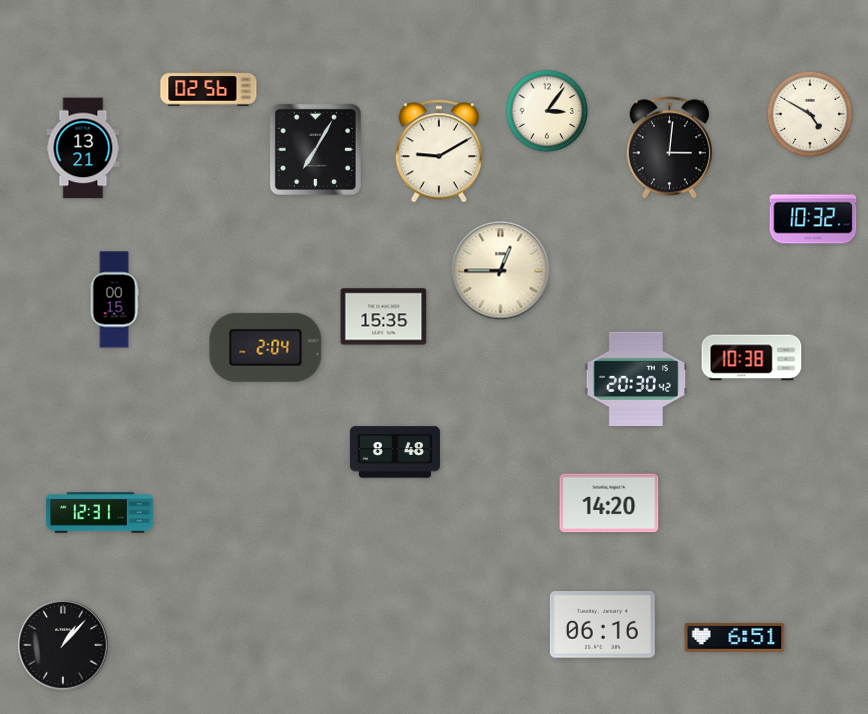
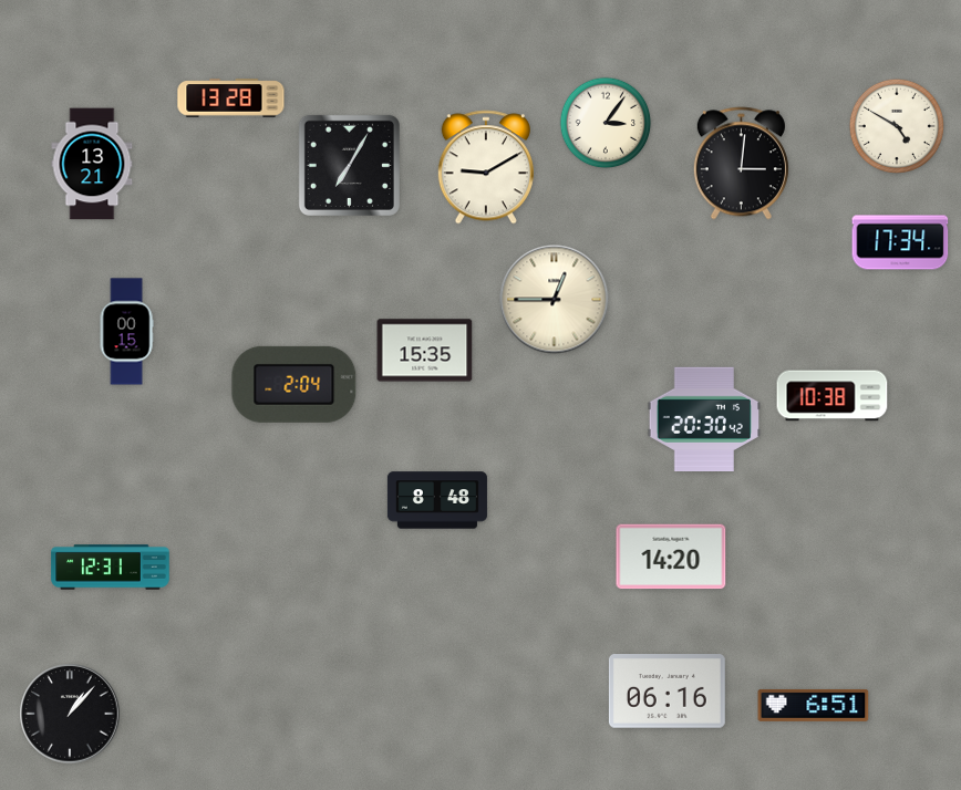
clock at (209, 89): 02:56 -> 13:28
clock at (813, 219): 10:32 -> 17:34
clock at (609, 503) position: (609, 503) -> (671, 557)
